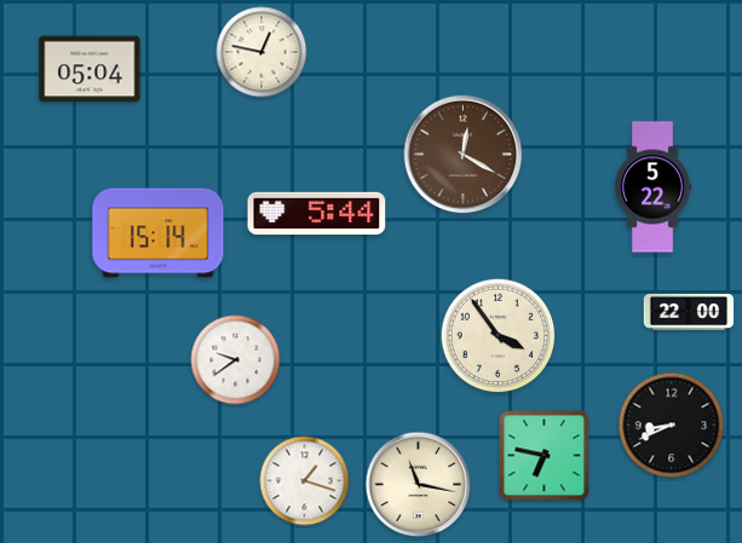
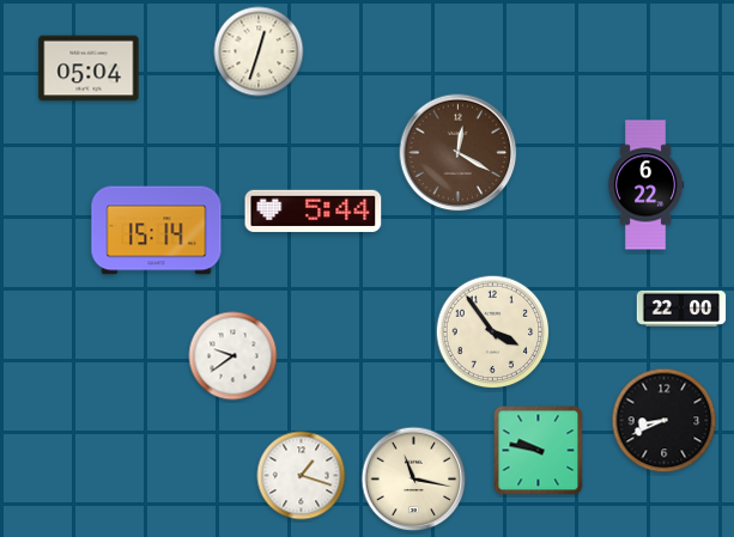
clock at (261, 52): 12:47 -> 12:33
clock at (652, 187): 5:22 -> 6:22
clock at (545, 456): 6:47 -> 9:47
